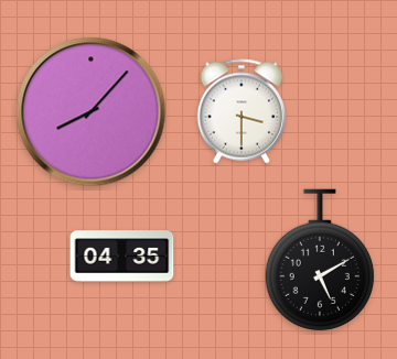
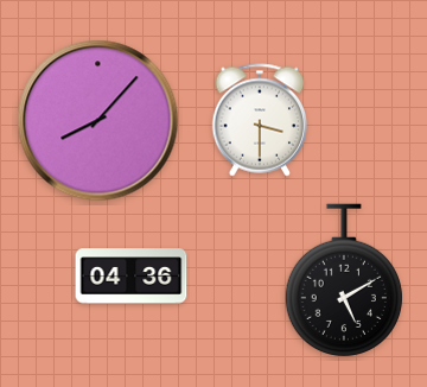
clock at (122, 257): 04:35 -> 04:36
